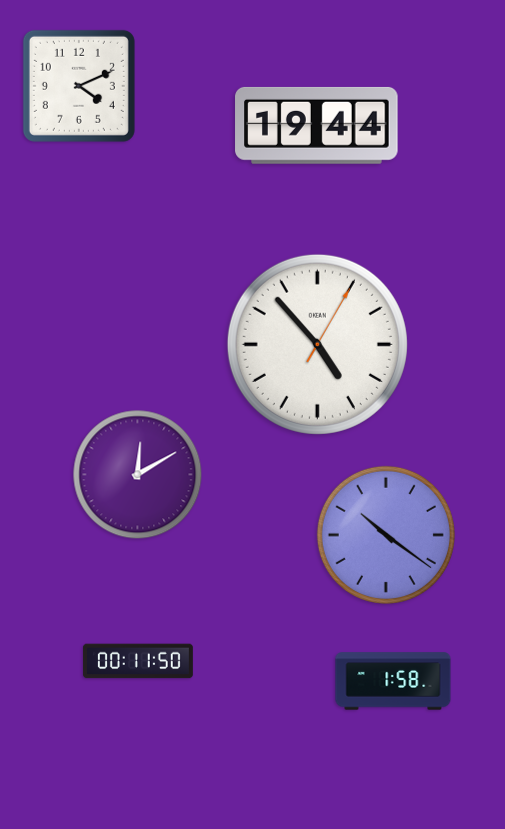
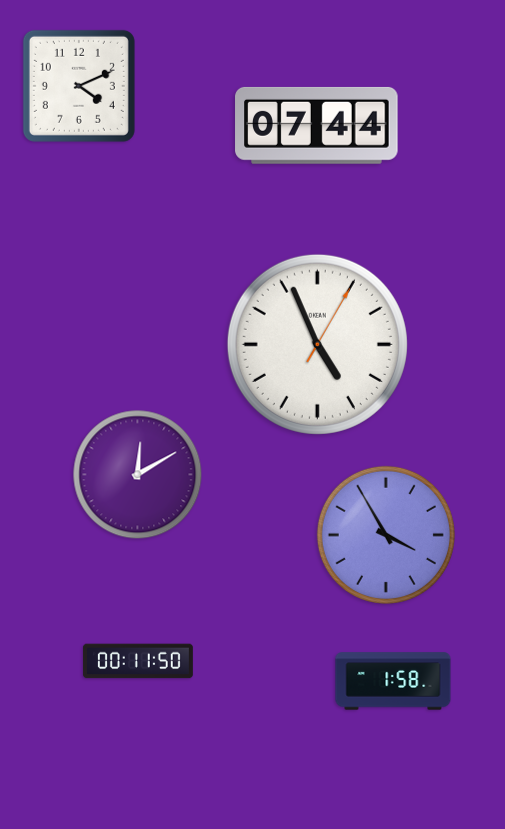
clock at (317, 125): 19:44 -> 07:44
clock at (317, 344): 4:53 -> 4:56
clock at (386, 535): 10:21 -> 3:55
